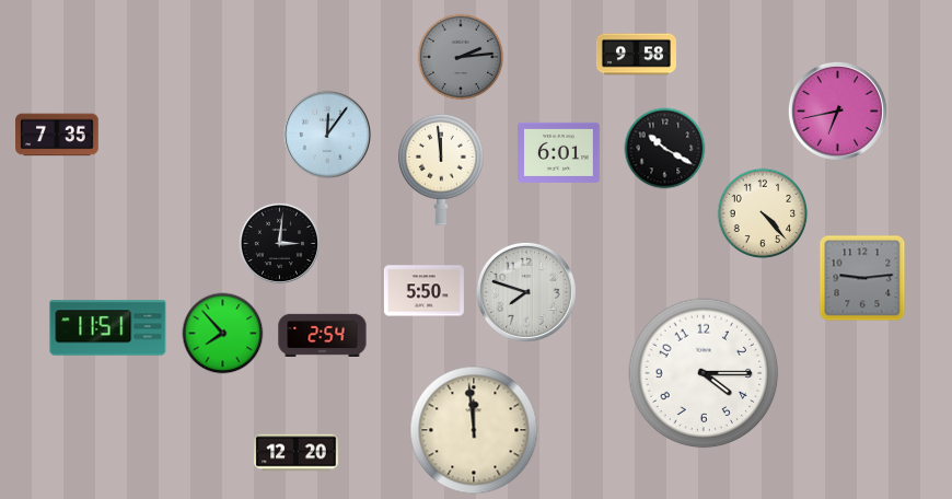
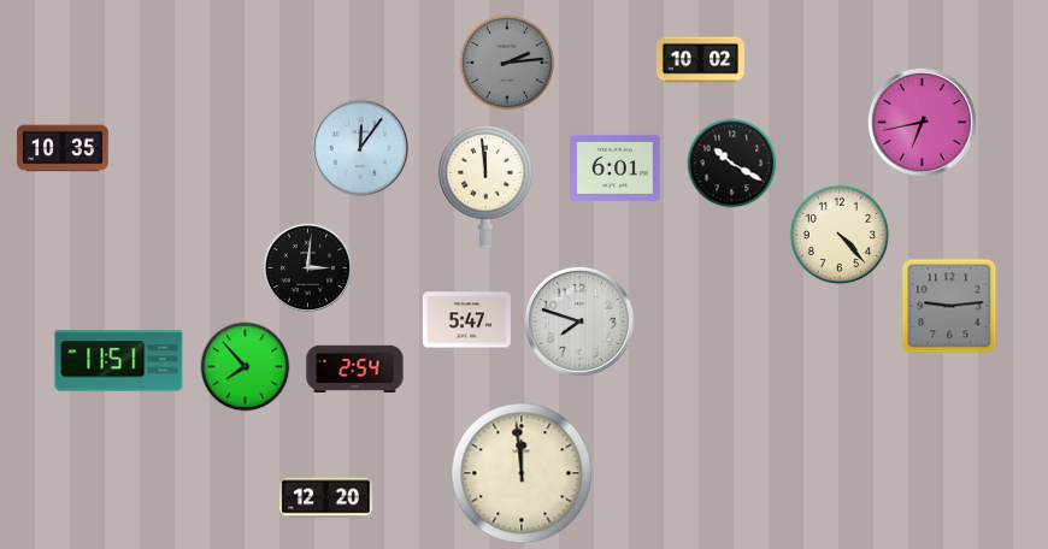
clock at (636, 55): 9:58 -> 10:02
clock at (57, 135): 7:35 -> 10:35
clock at (423, 291): 5:50 -> 5:47
clock at (704, 373): 4:15 -> none
